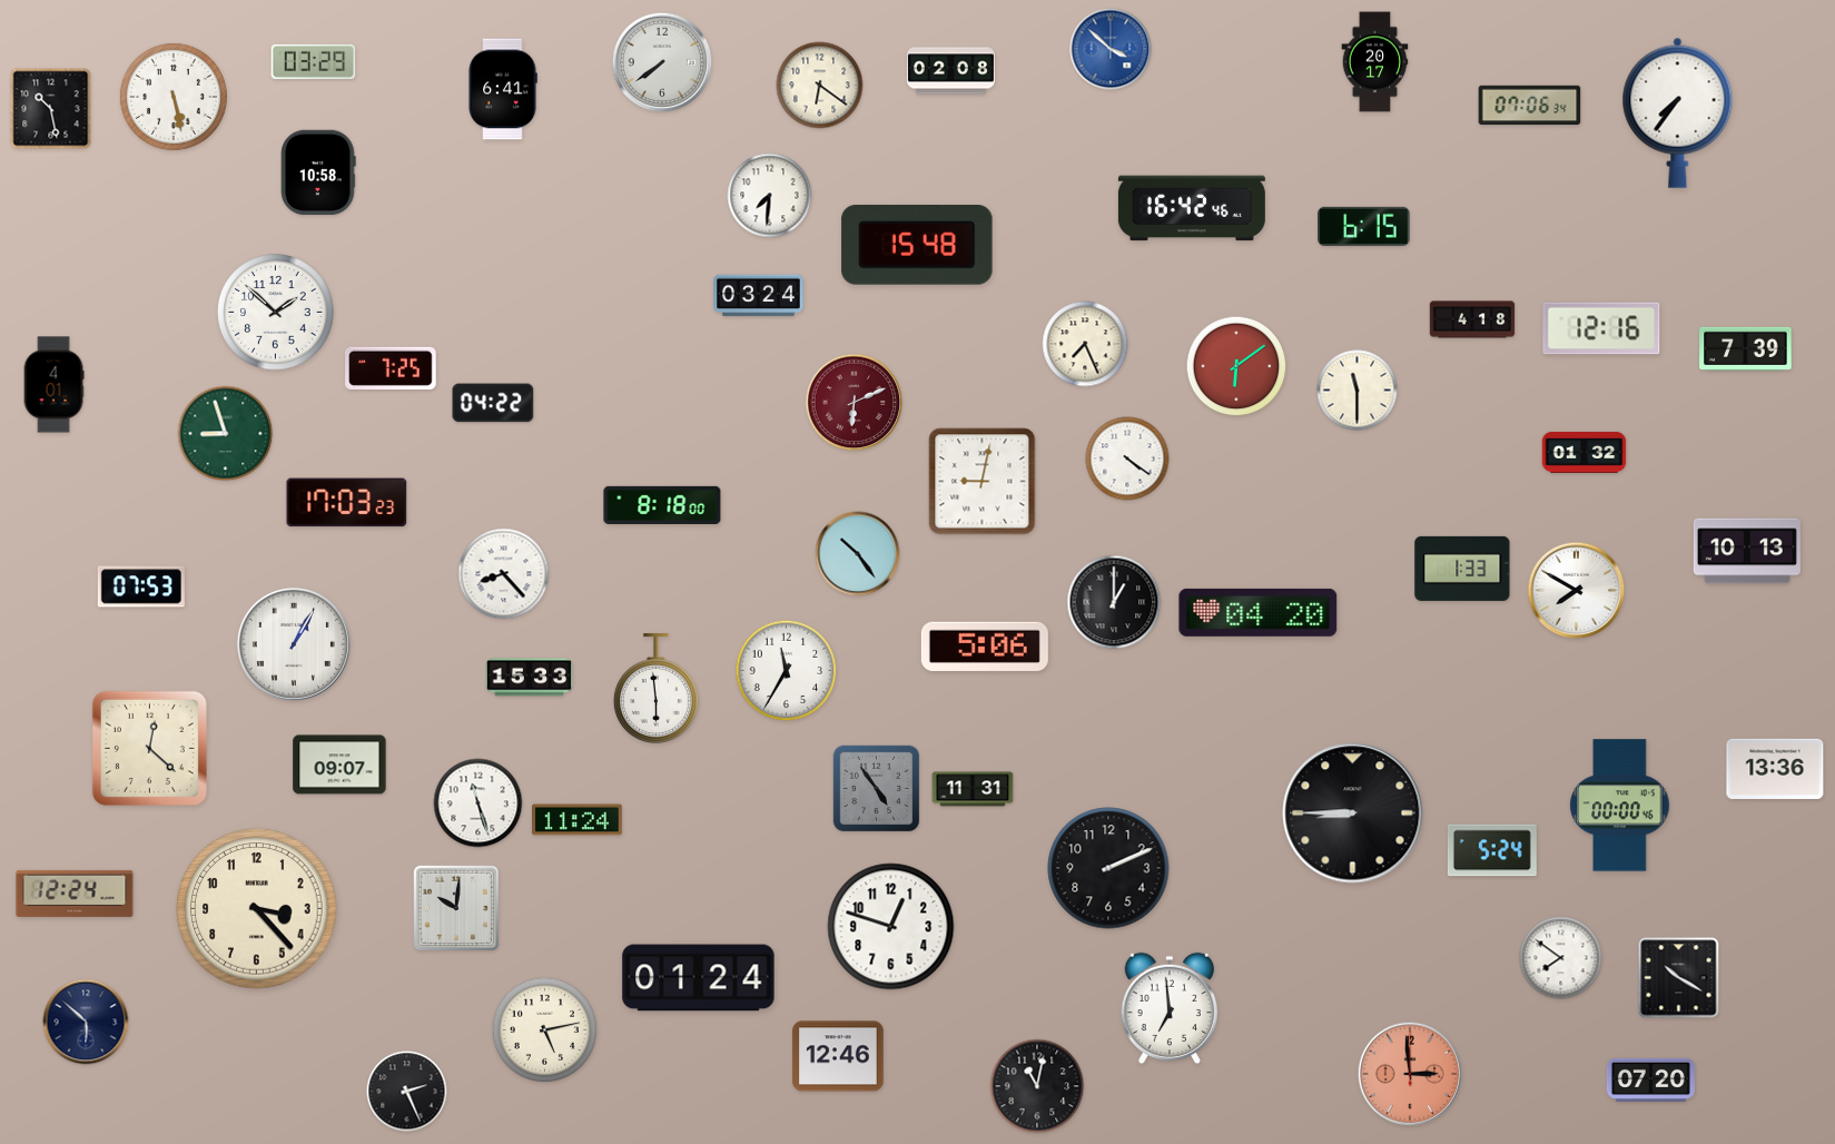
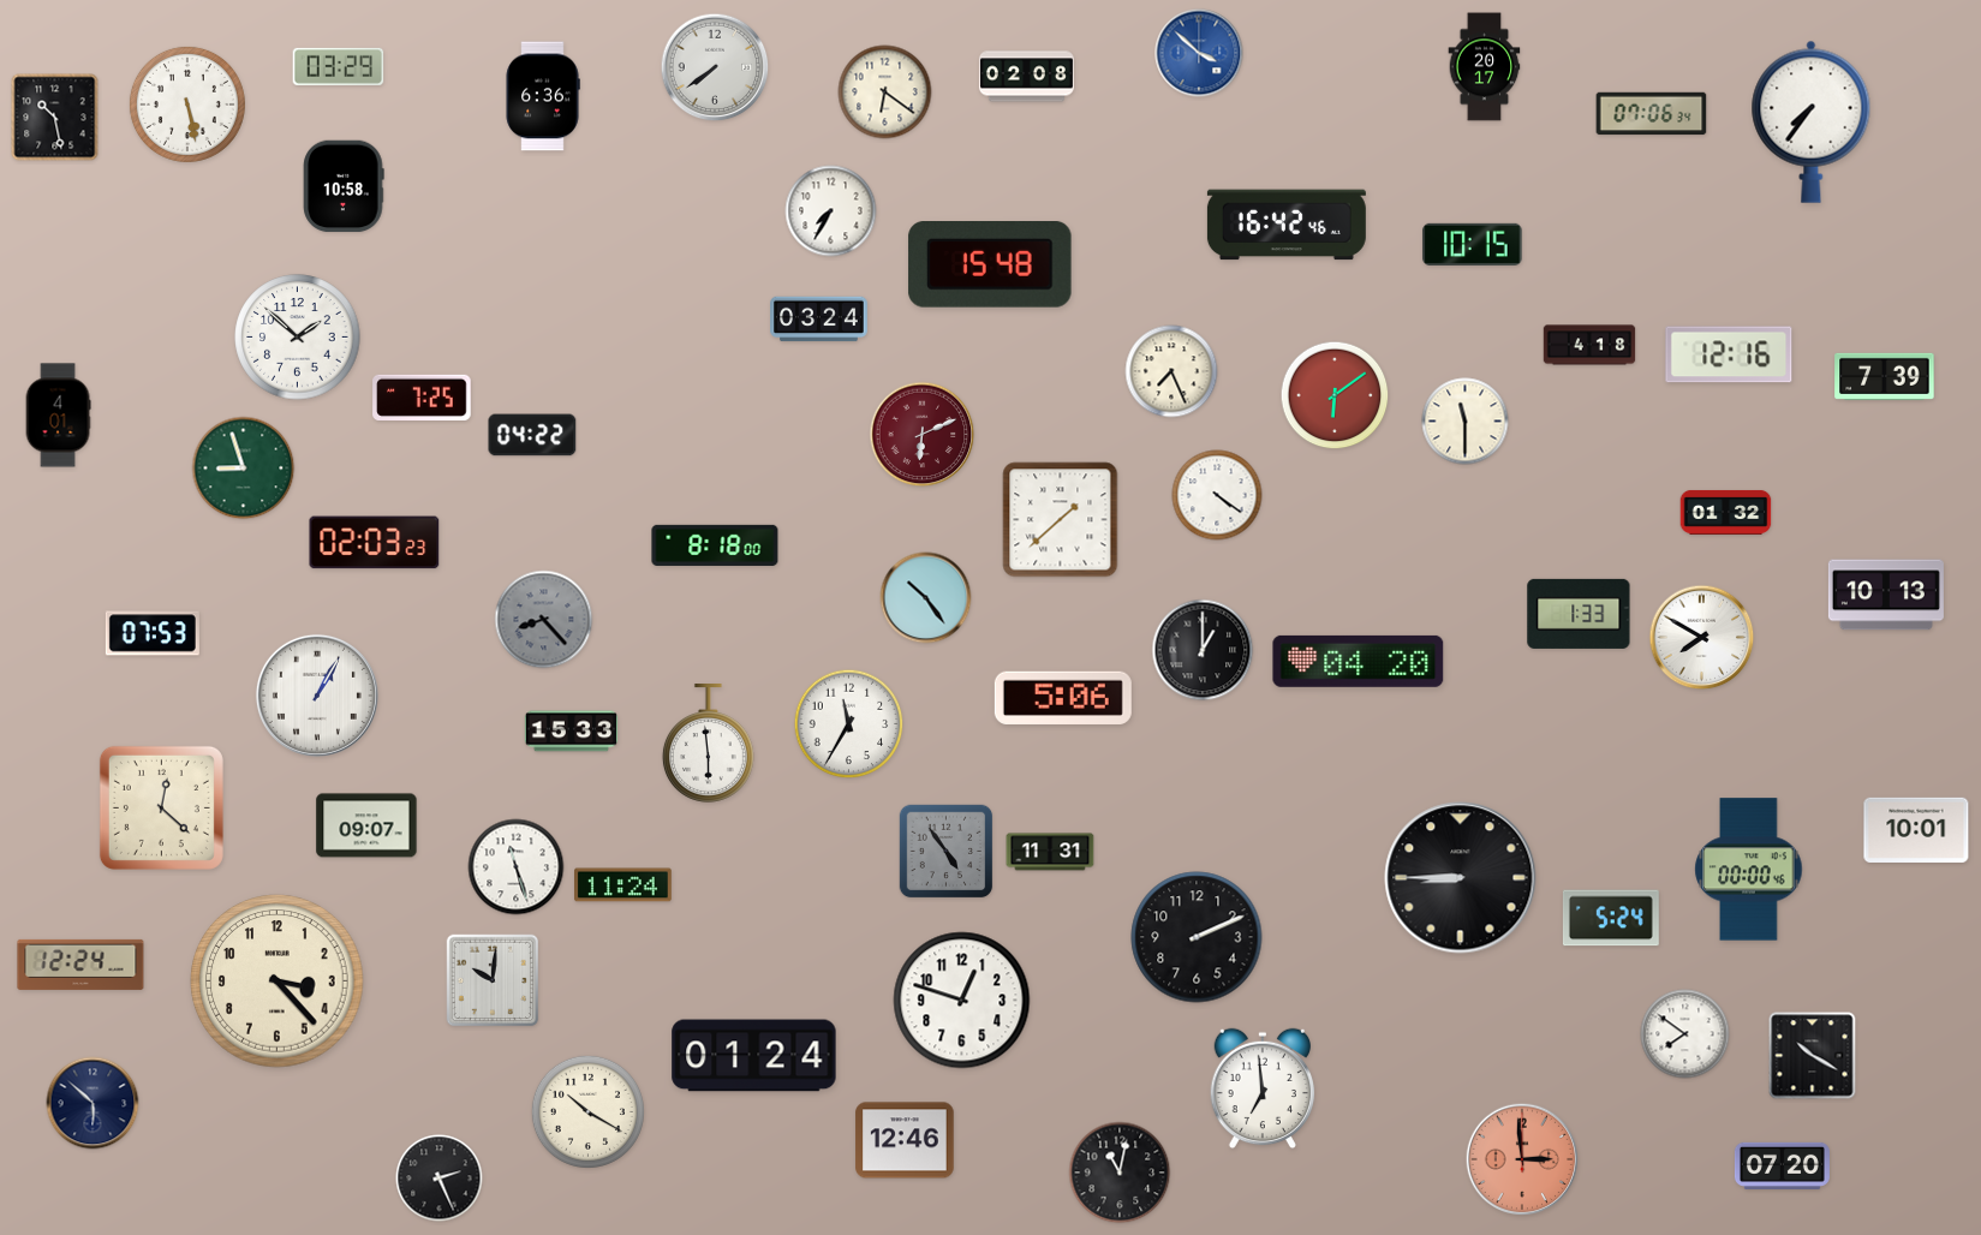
clock at (503, 89): 6:41 -> 6:36
clock at (770, 196): 7:31 -> 7:35
clock at (1364, 226): 6:15 -> 10:15
clock at (1585, 452) position: (1585, 452) -> (1726, 512)
clock at (983, 482): 9:02 -> 1:38
clock at (347, 503): 17:03 -> 02:03
clock at (504, 574) dial: white -> grey
clock at (1775, 769): 13:36 -> 10:01
clock at (544, 1029): 5:13 -> 10:20
